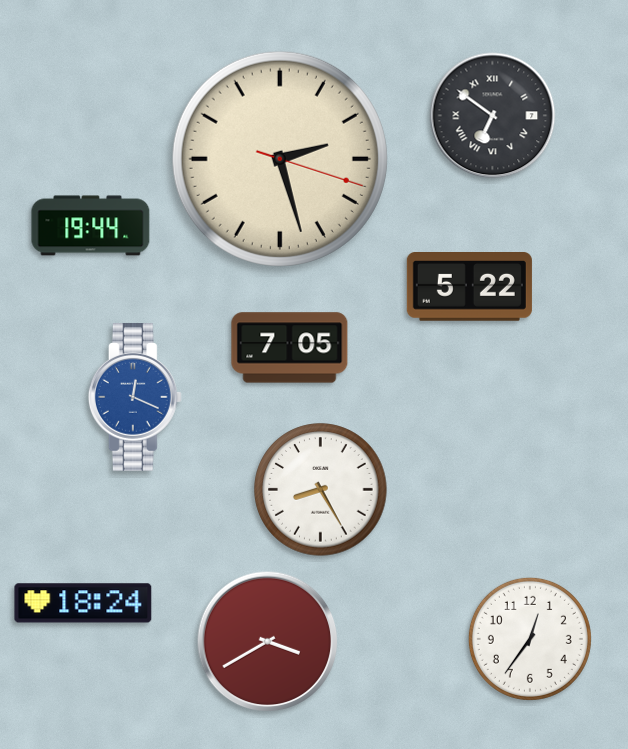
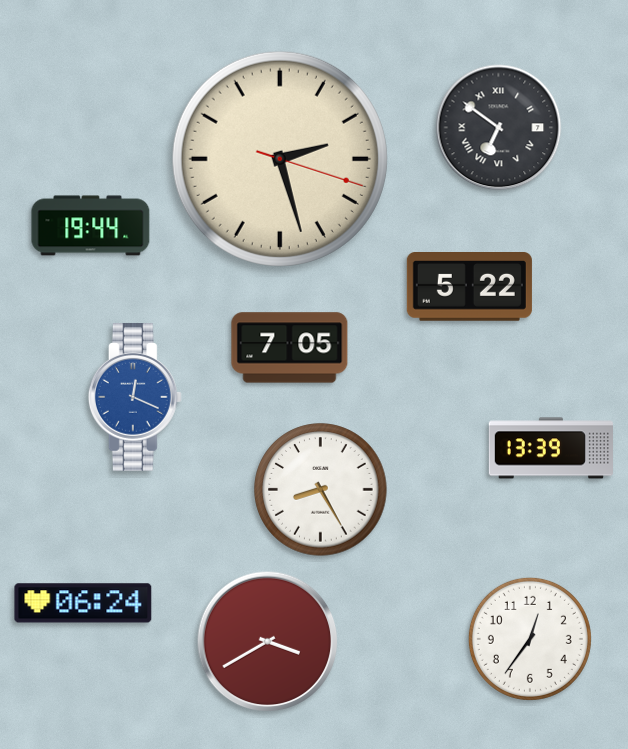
clock at (493, 116) position: (493, 116) -> (499, 128)
clock at (551, 448): none -> 13:39
clock at (83, 603): 18:24 -> 06:24
